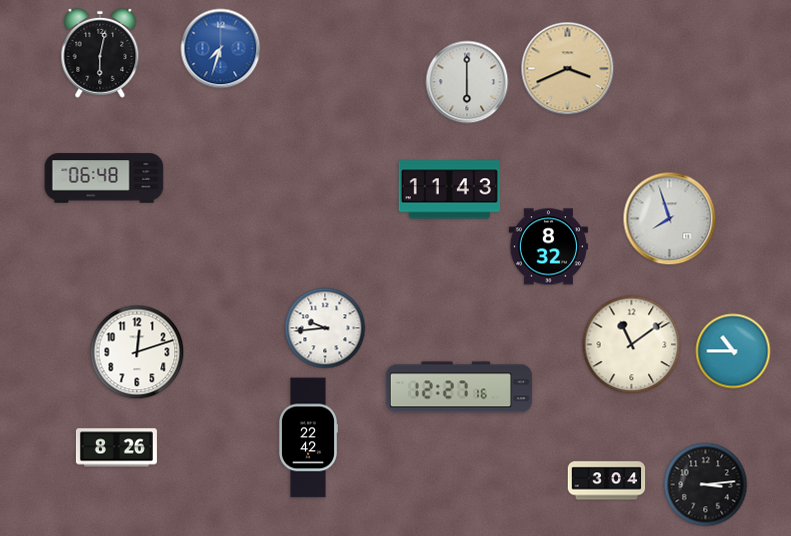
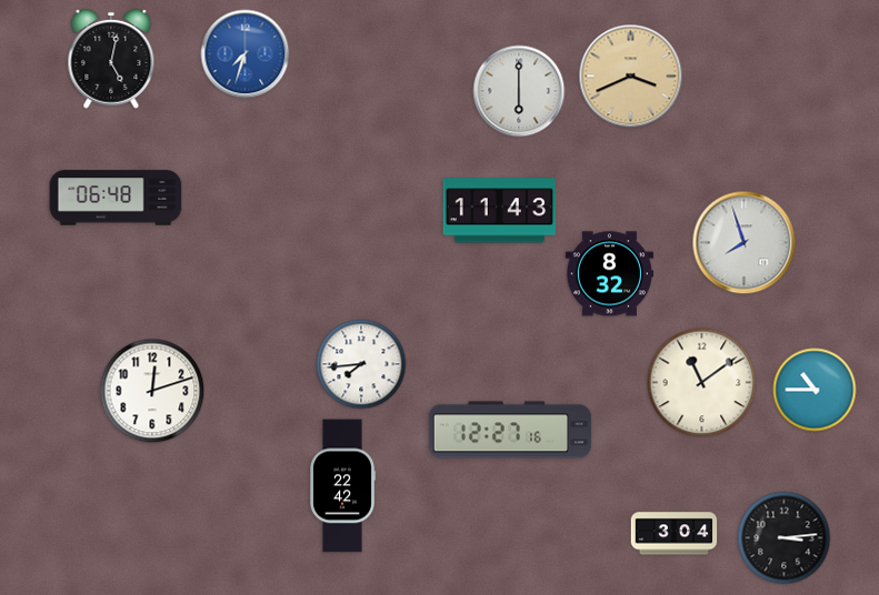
clock at (100, 53): 6:02 -> 5:02
clock at (325, 328): 9:44 -> 7:44
clock at (116, 448): 8:26 -> none
